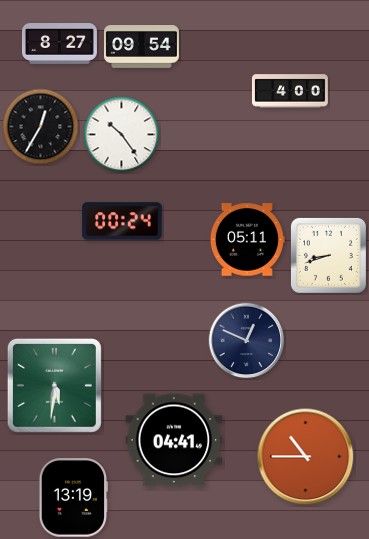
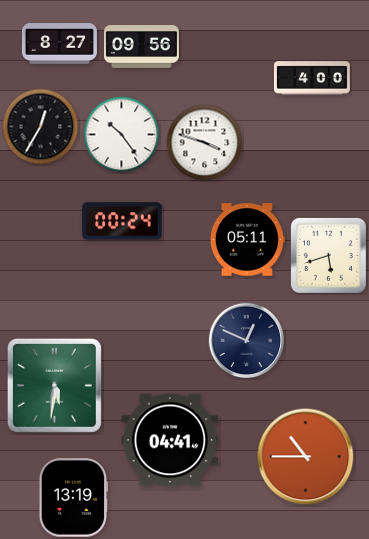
clock at (141, 47): 09:54 -> 09:56
clock at (290, 91) position: (290, 91) -> (312, 78)
clock at (205, 143): none -> 3:48
clock at (328, 255): 8:42 -> 5:42
clock at (174, 440) position: (174, 440) -> (170, 440)
